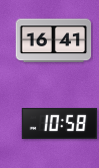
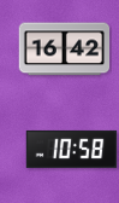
clock at (54, 41): 16:41 -> 16:42
